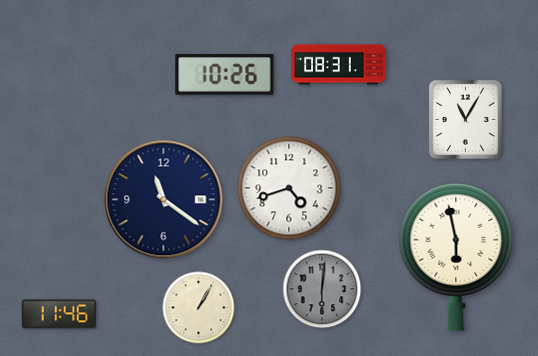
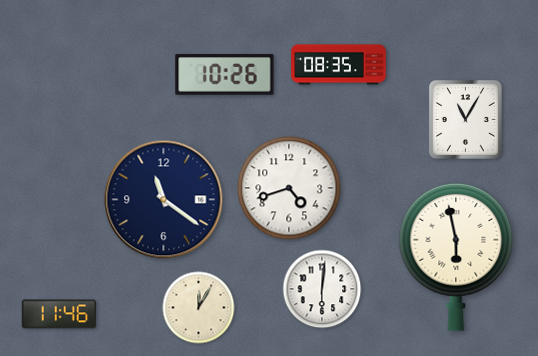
clock at (339, 65): 08:31 -> 08:35
clock at (322, 289) dial: grey -> white
clock at (199, 308): 1:05 -> 12:05
